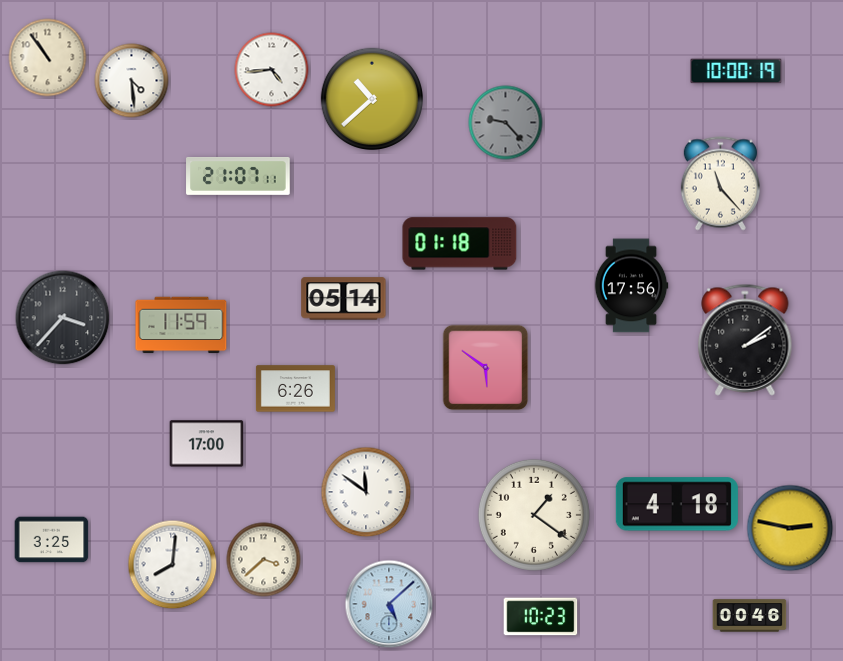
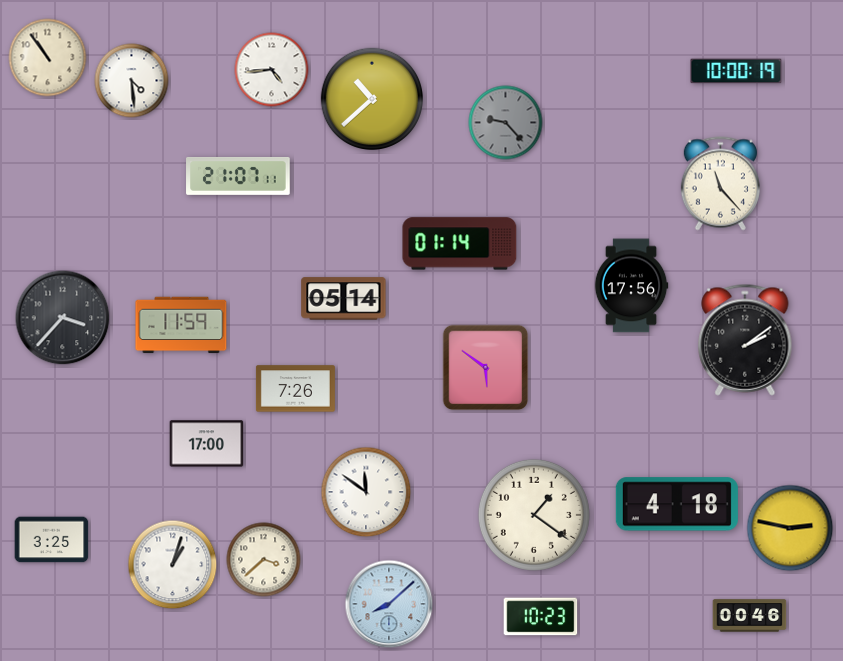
clock at (460, 244): 01:18 -> 01:14
clock at (295, 389): 6:26 -> 7:26
clock at (173, 565): 8:01 -> 1:03
clock at (389, 604): 5:08 -> 8:08
